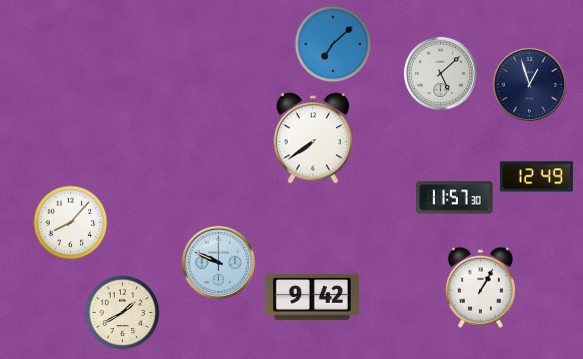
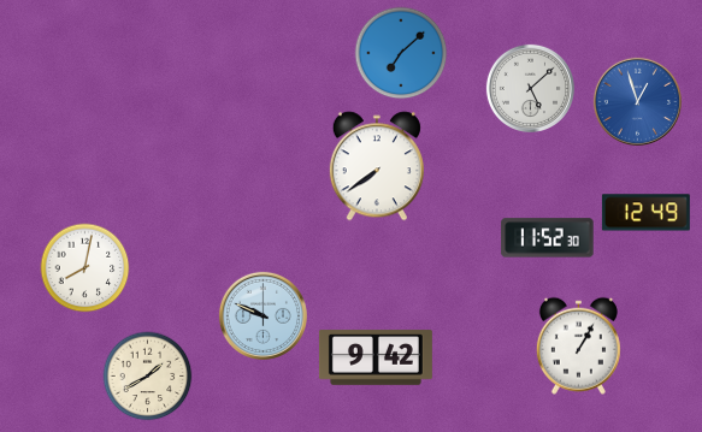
clock at (529, 84) dial: navy -> blue
clock at (455, 198): 11:57 -> 11:52
clock at (71, 223): 8:07 -> 8:02
